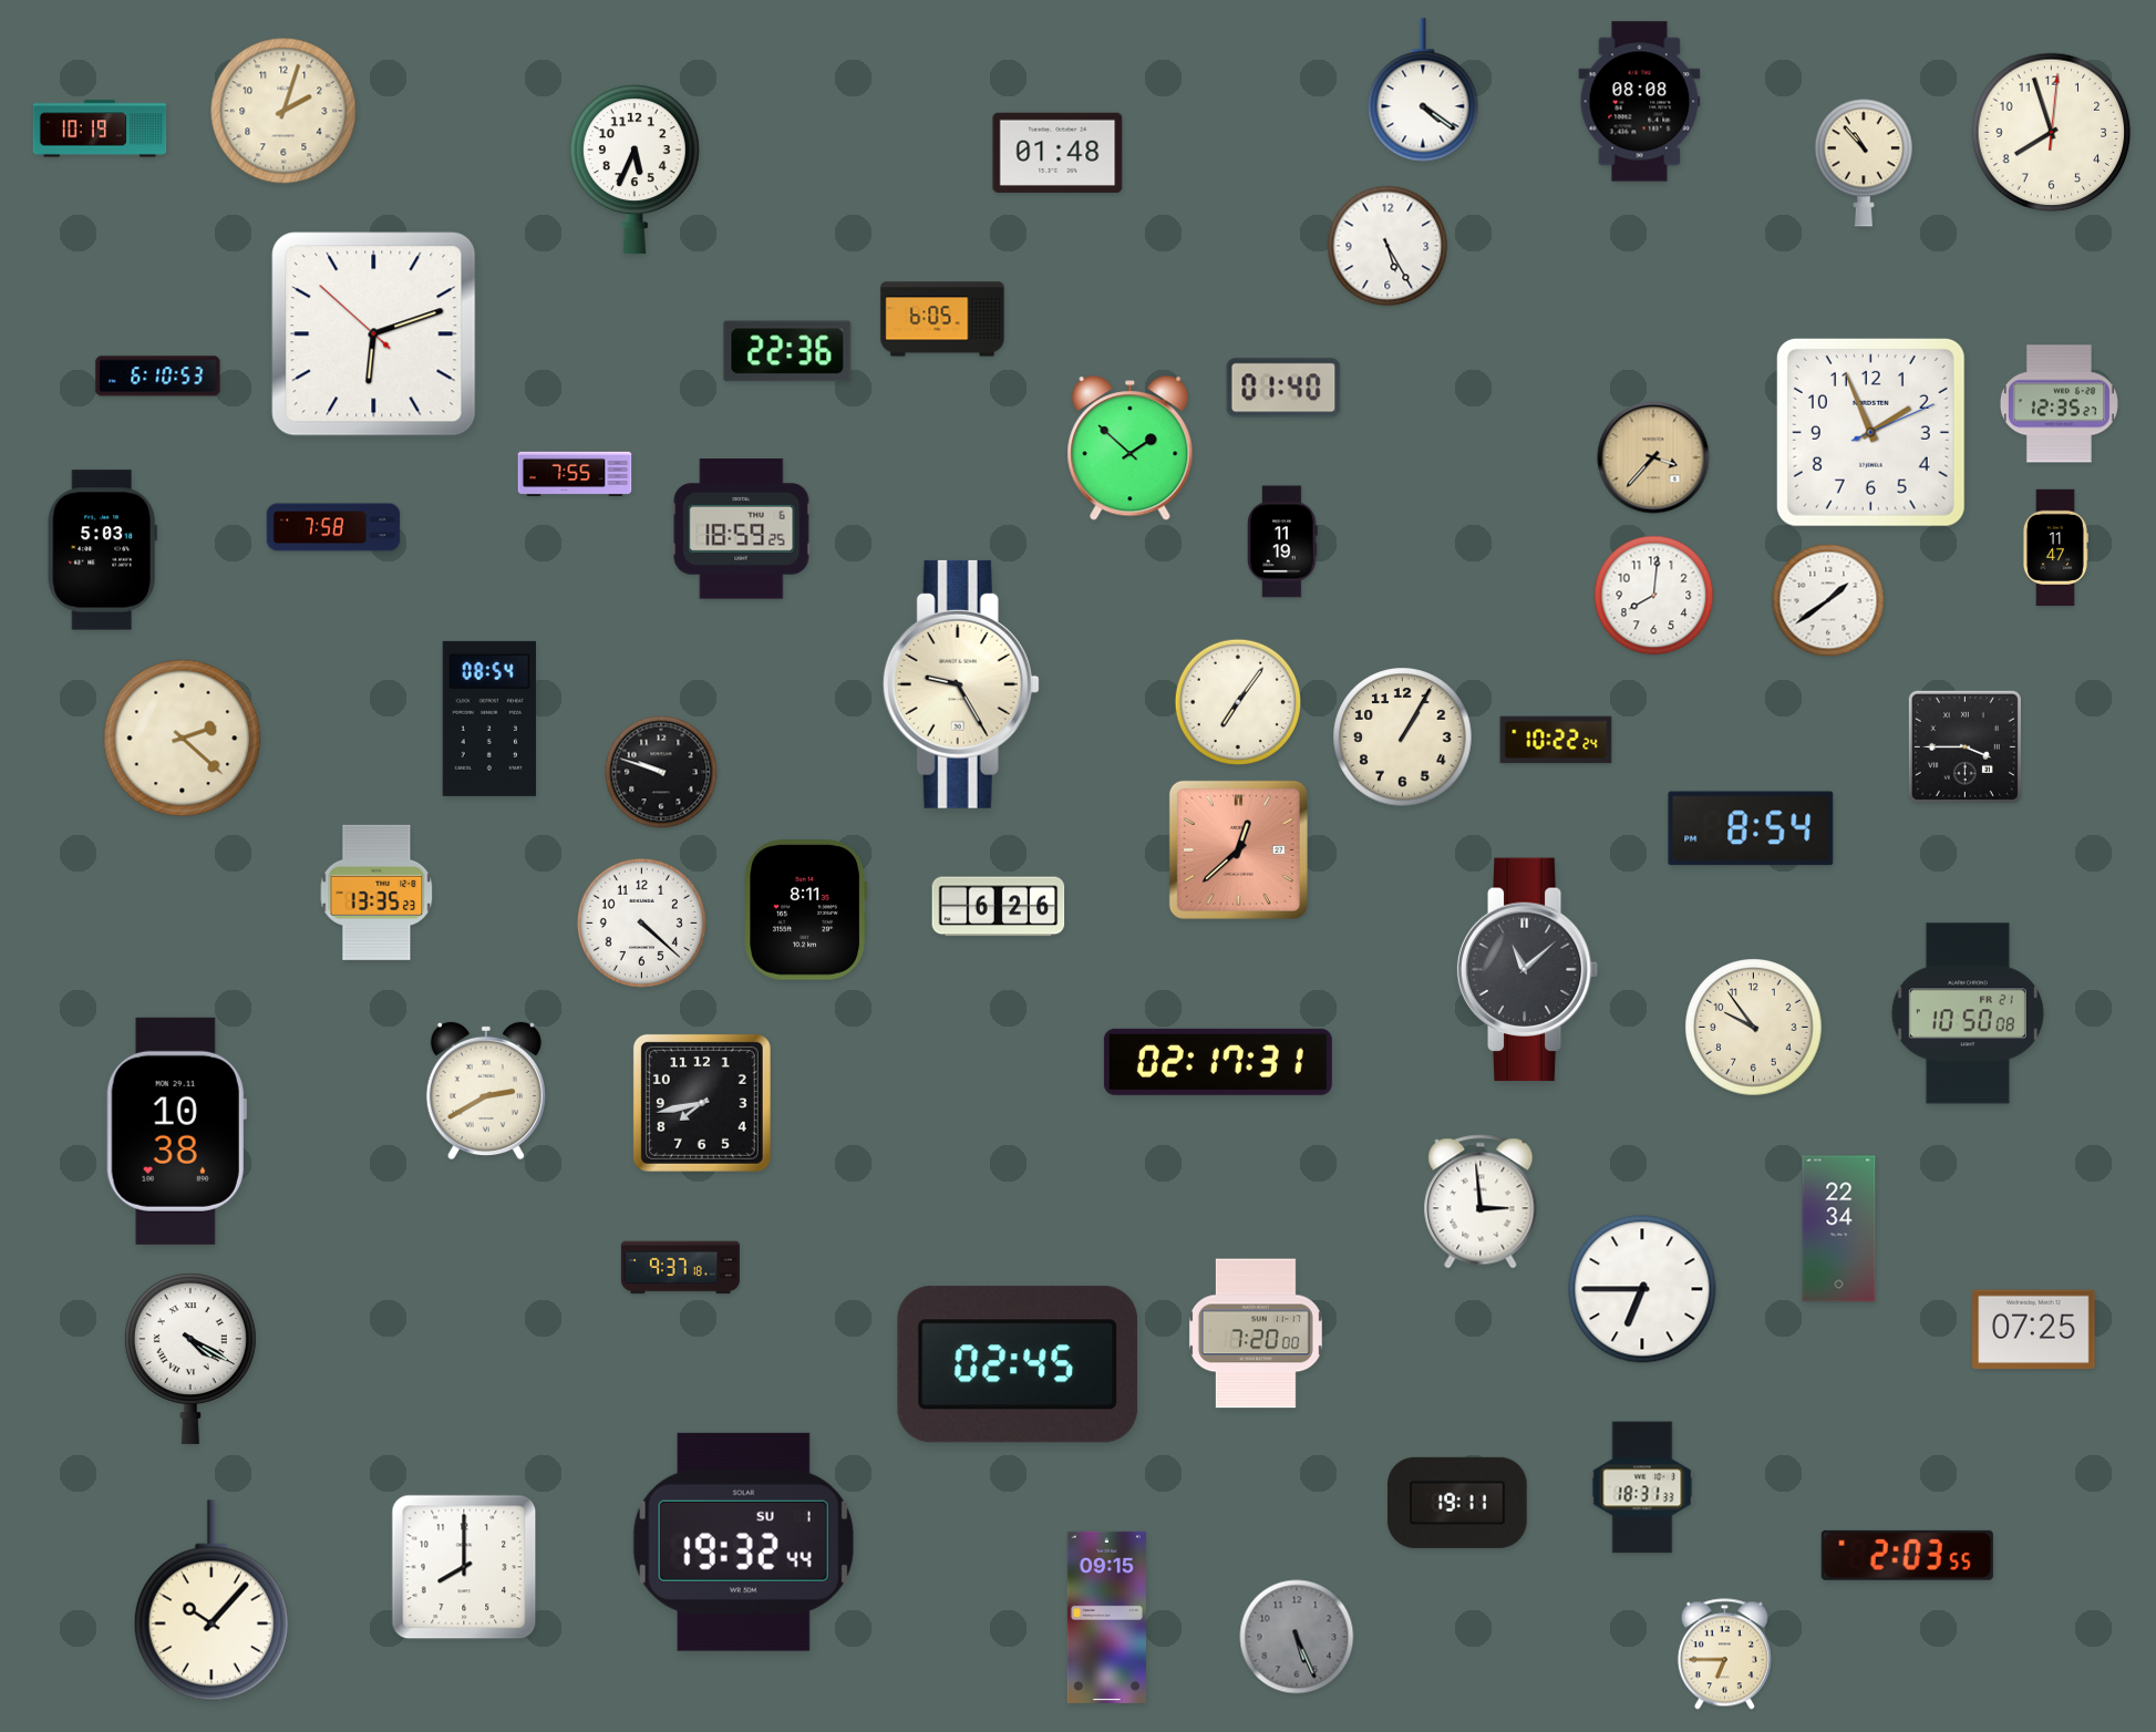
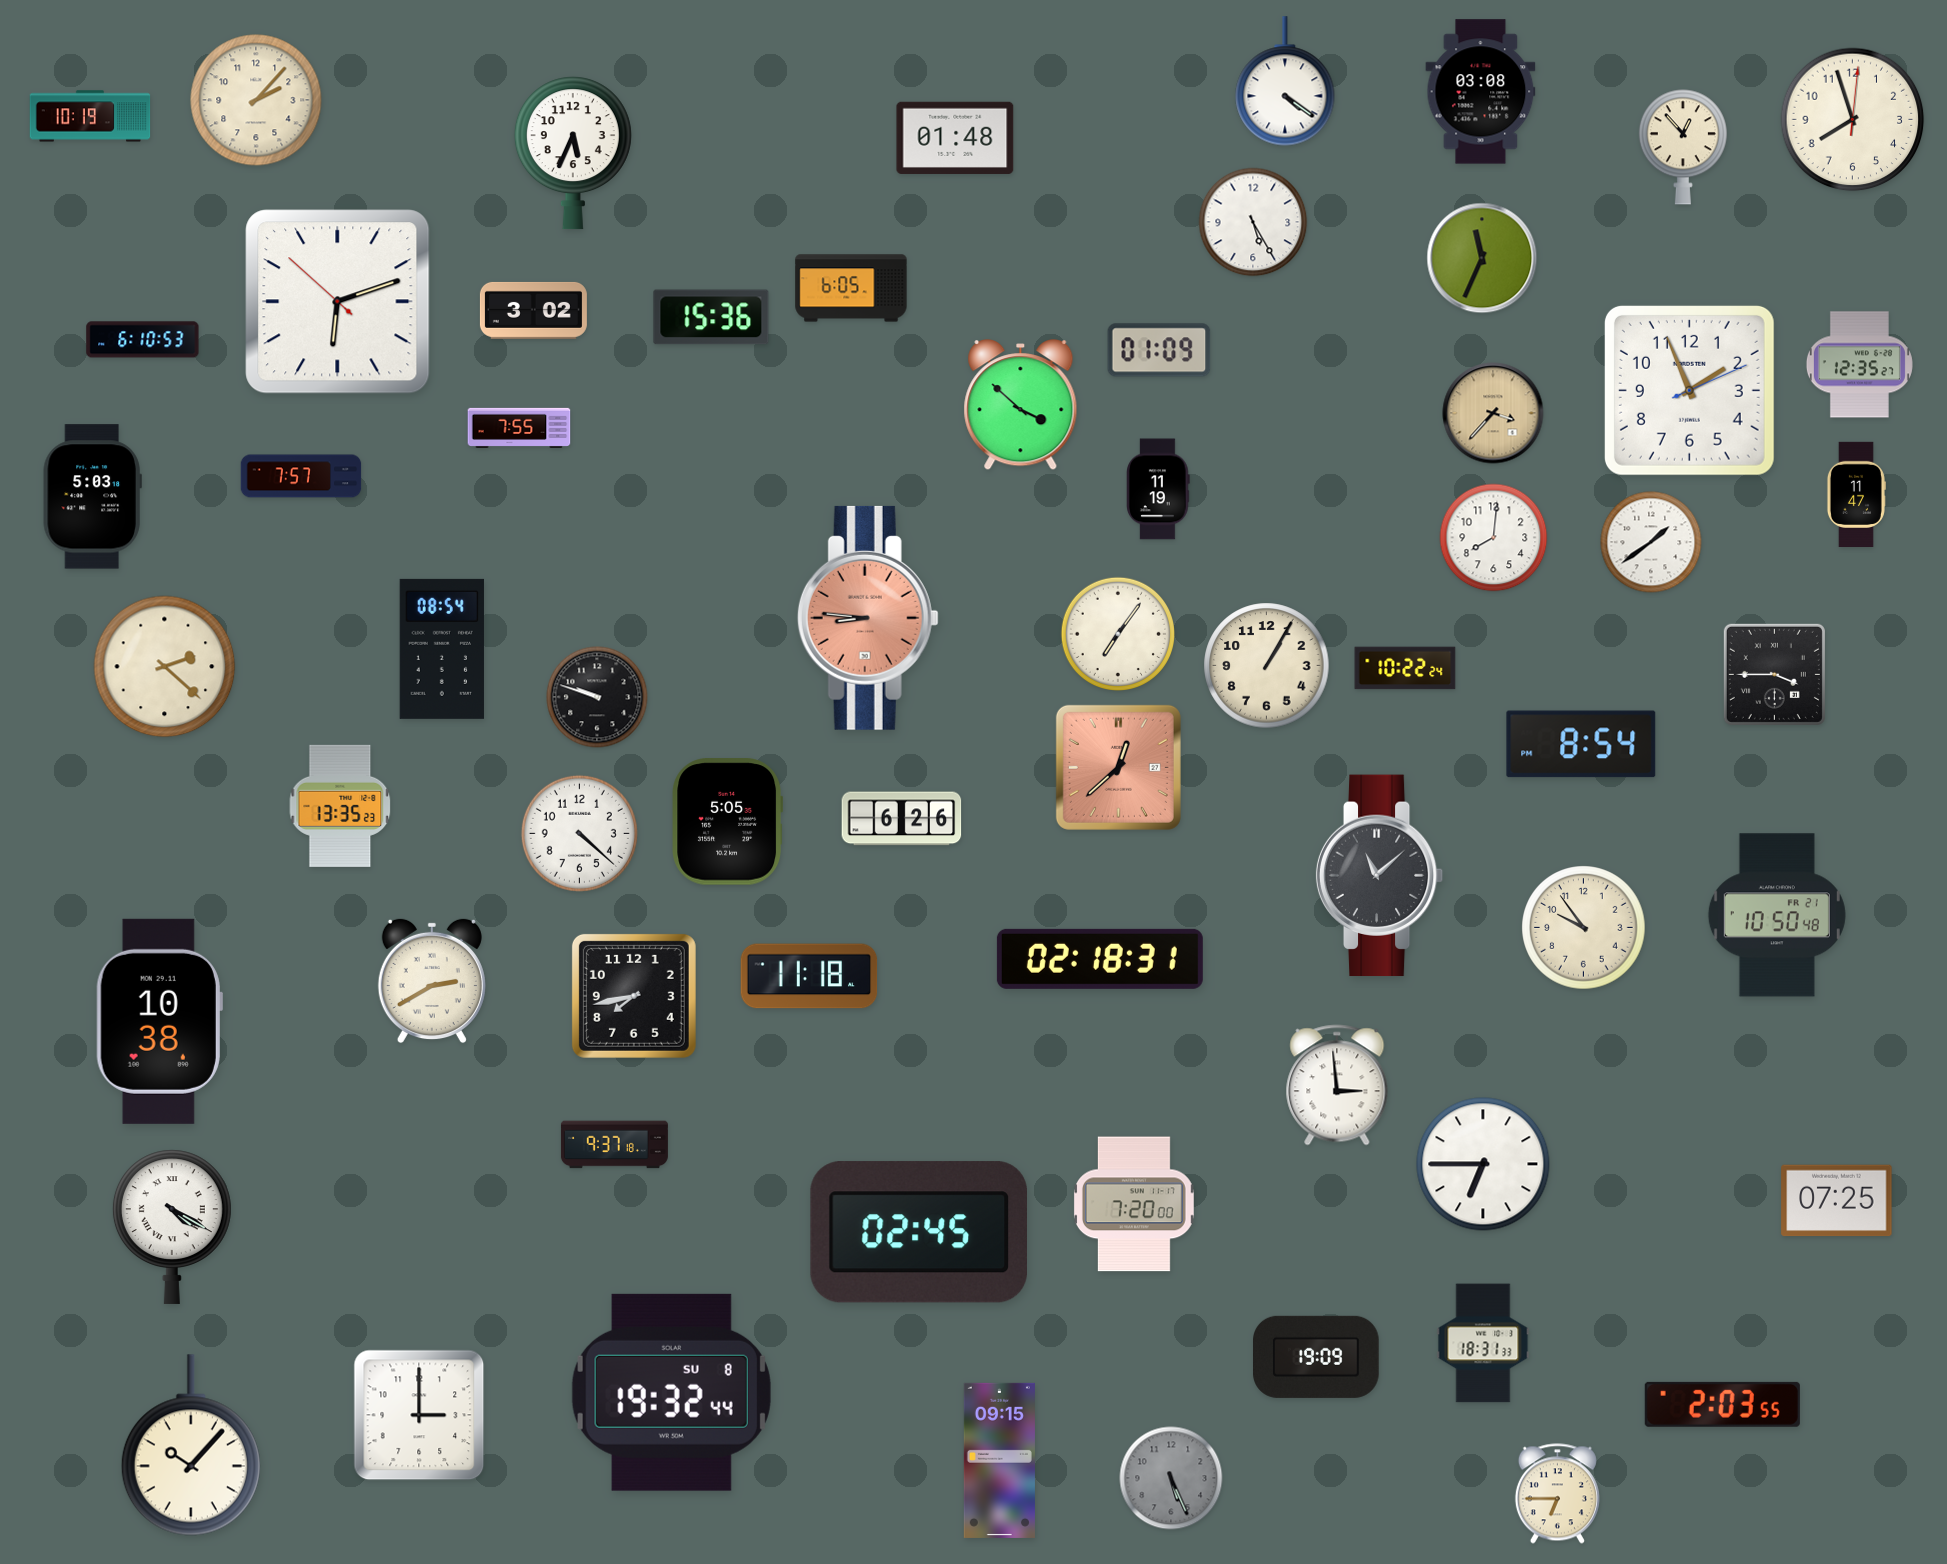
clock at (1640, 102): 08:08 -> 03:08
clock at (283, 111): 2:03 -> 2:07
clock at (1864, 163): 10:53 -> 12:53
clock at (1482, 258): none -> 11:34
clock at (533, 310): none -> 3:02
clock at (787, 351): 22:36 -> 15:36
clock at (1283, 388): 01:40 -> 01:09
clock at (1131, 449): 1:52 -> 3:52
clock at (333, 527): 7:58 -> 7:57
clock at (742, 529): 18:59 -> none
clock at (961, 684): 9:25 -> 8:46
clock at (961, 684) dial: cream -> salmon
clock at (1751, 828) position: (1751, 828) -> (1581, 744)
clock at (805, 910): 8:11 -> 5:05
clock at (1968, 1013): 10:50:08 -> 10:50:48
clock at (1218, 1062): 02:17 -> 02:18
clock at (809, 976): none -> 11:18
clock at (486, 1091) position: (486, 1091) -> (432, 981)
clock at (1839, 1229): 22:34 -> none
clock at (1458, 1503): 19:11 -> 19:09
clock at (743, 1542) date: SU 1 -> SU 8
clock at (464, 1567): 8:00 -> 3:00
